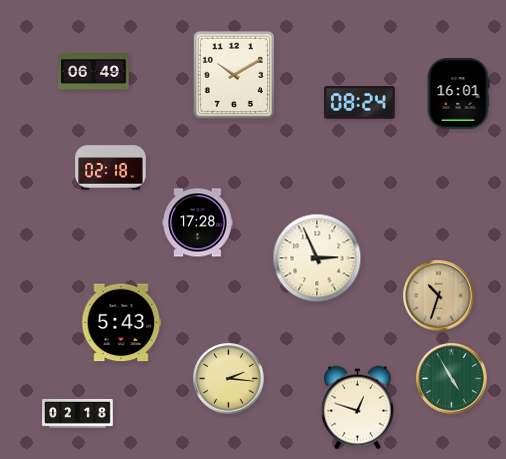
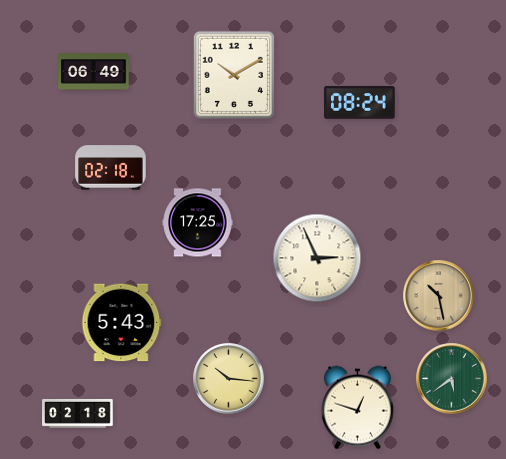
clock at (458, 94): 16:01 -> none
clock at (198, 223): 17:28 -> 17:25
clock at (439, 296): 10:33 -> 10:28
clock at (229, 379): 2:16 -> 10:16
clock at (452, 379): 4:55 -> 5:39
